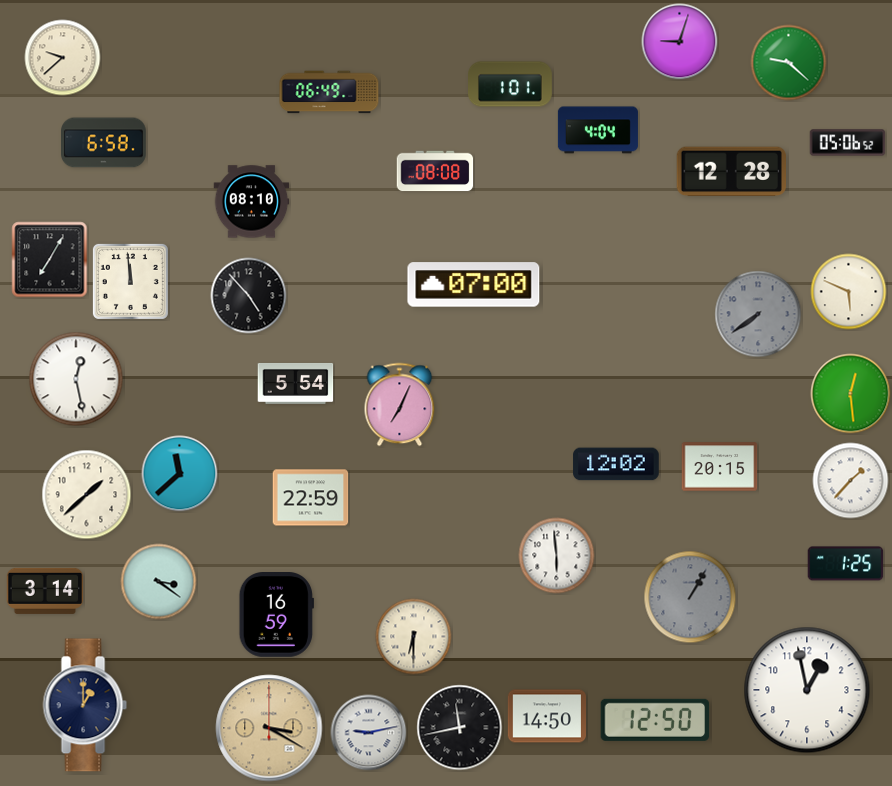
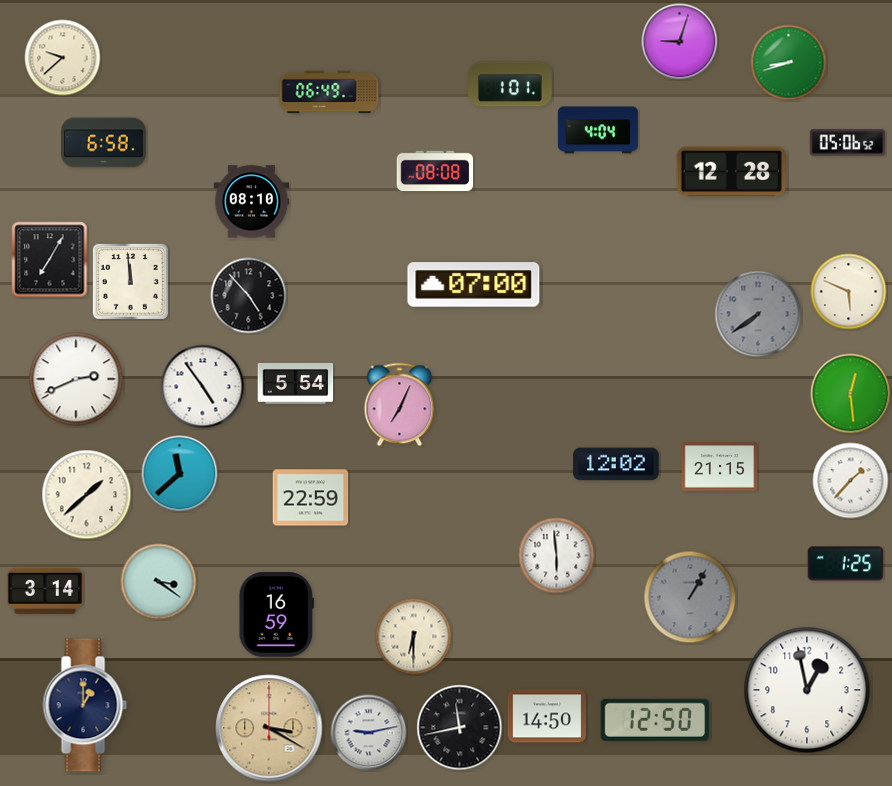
clock at (789, 63): 9:22 -> 8:42
clock at (76, 379): 12:28 -> 2:41
clock at (203, 387): none -> 4:54
clock at (720, 467): 20:15 -> 21:15
